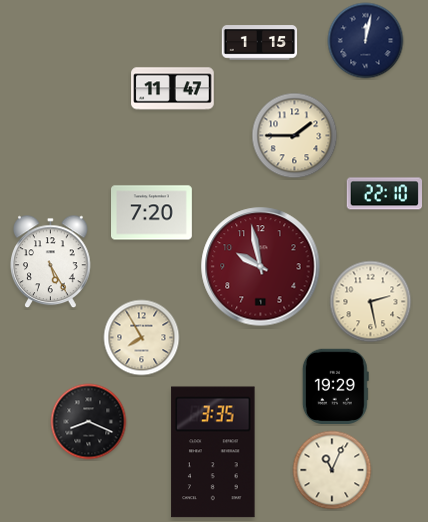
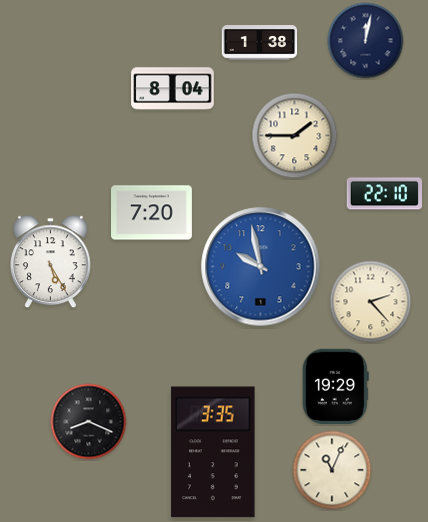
clock at (260, 43): 1:15 -> 1:38
clock at (173, 89): 11:47 -> 8:04
clock at (261, 267) dial: burgundy -> blue
clock at (371, 302): 2:28 -> 2:23
clock at (142, 338): 7:55 -> none
